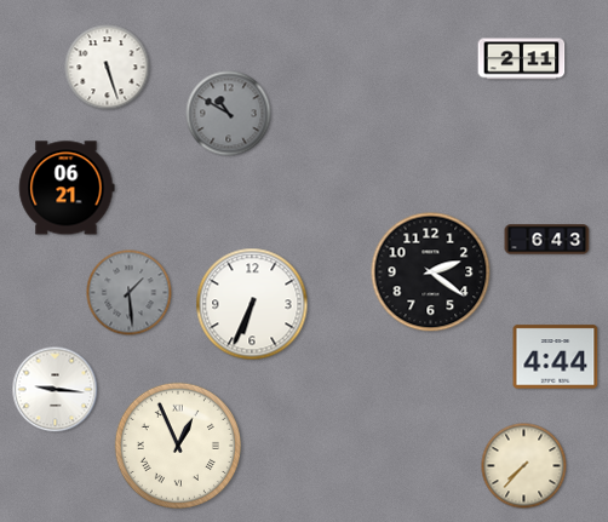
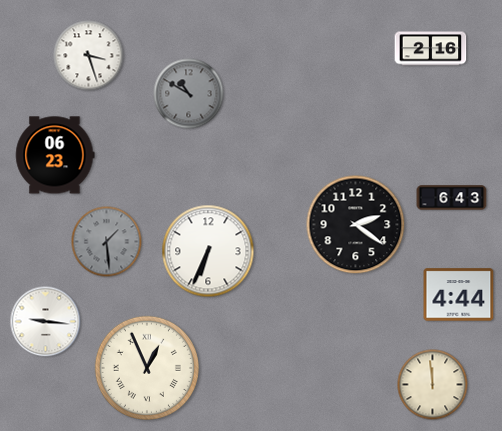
clock at (522, 59): 2:11 -> 2:16
clock at (108, 68): 5:27 -> 3:27
clock at (67, 188): 06:21 -> 06:23
clock at (524, 466): 7:37 -> 11:59
